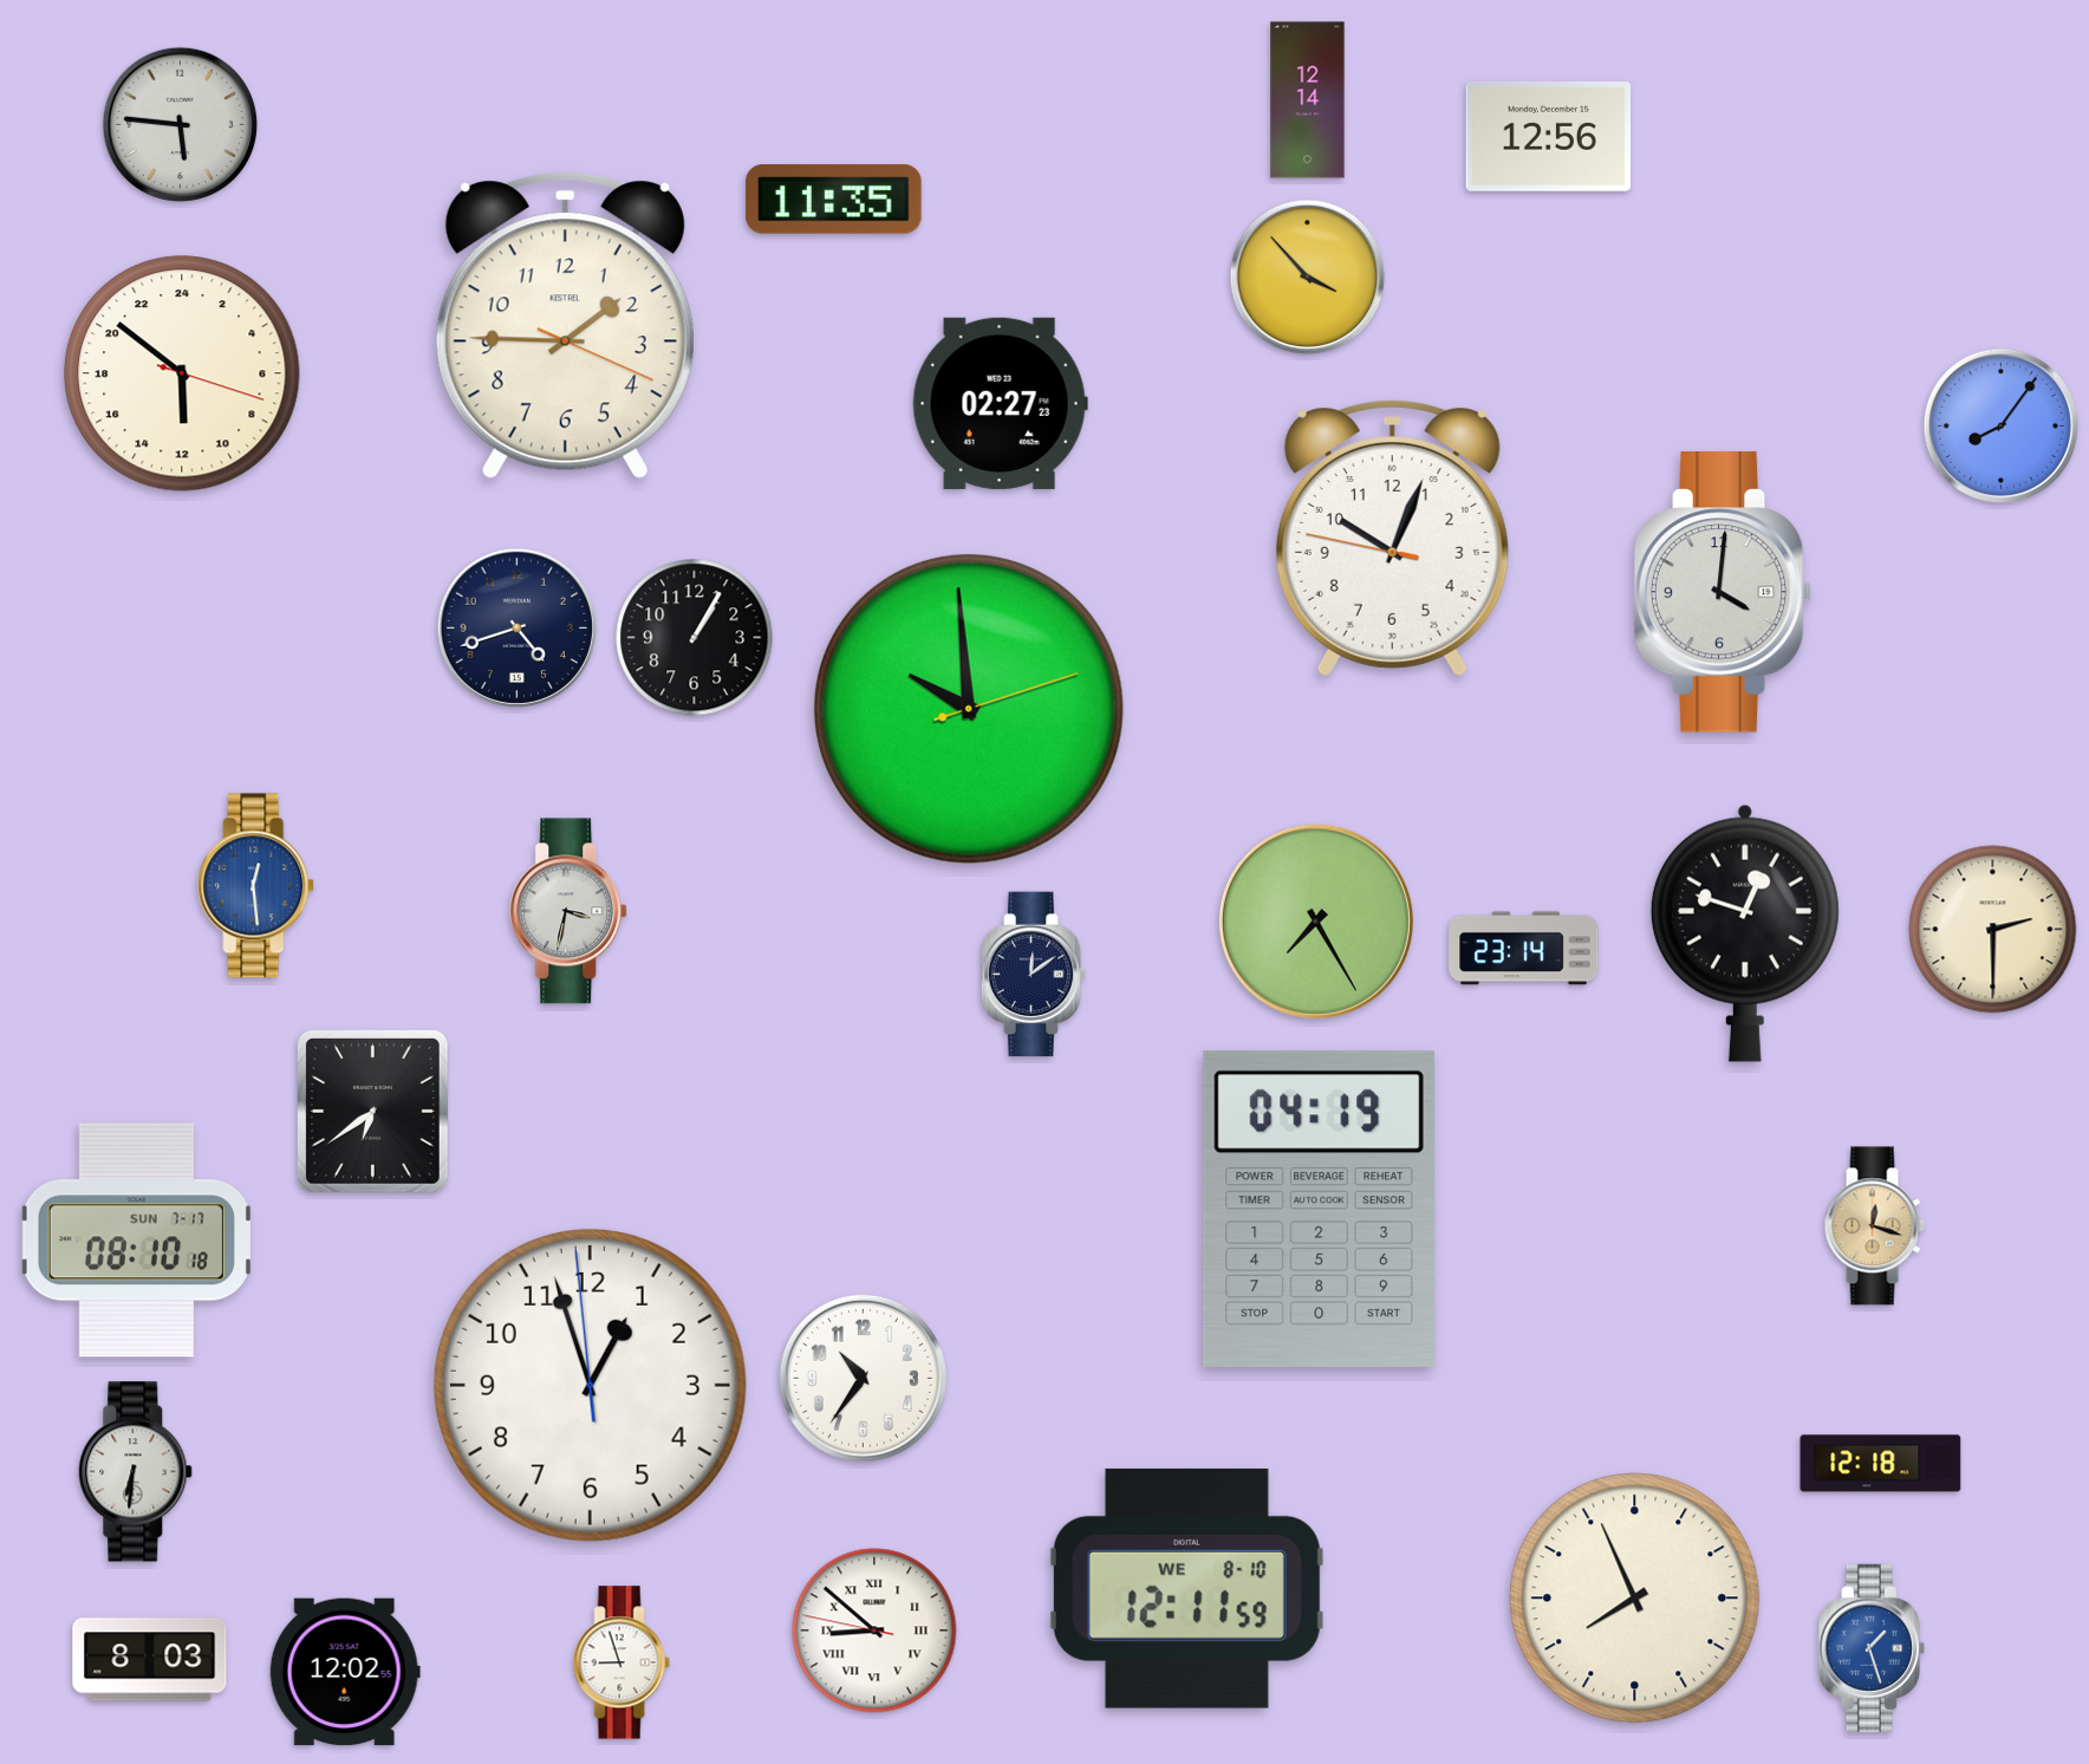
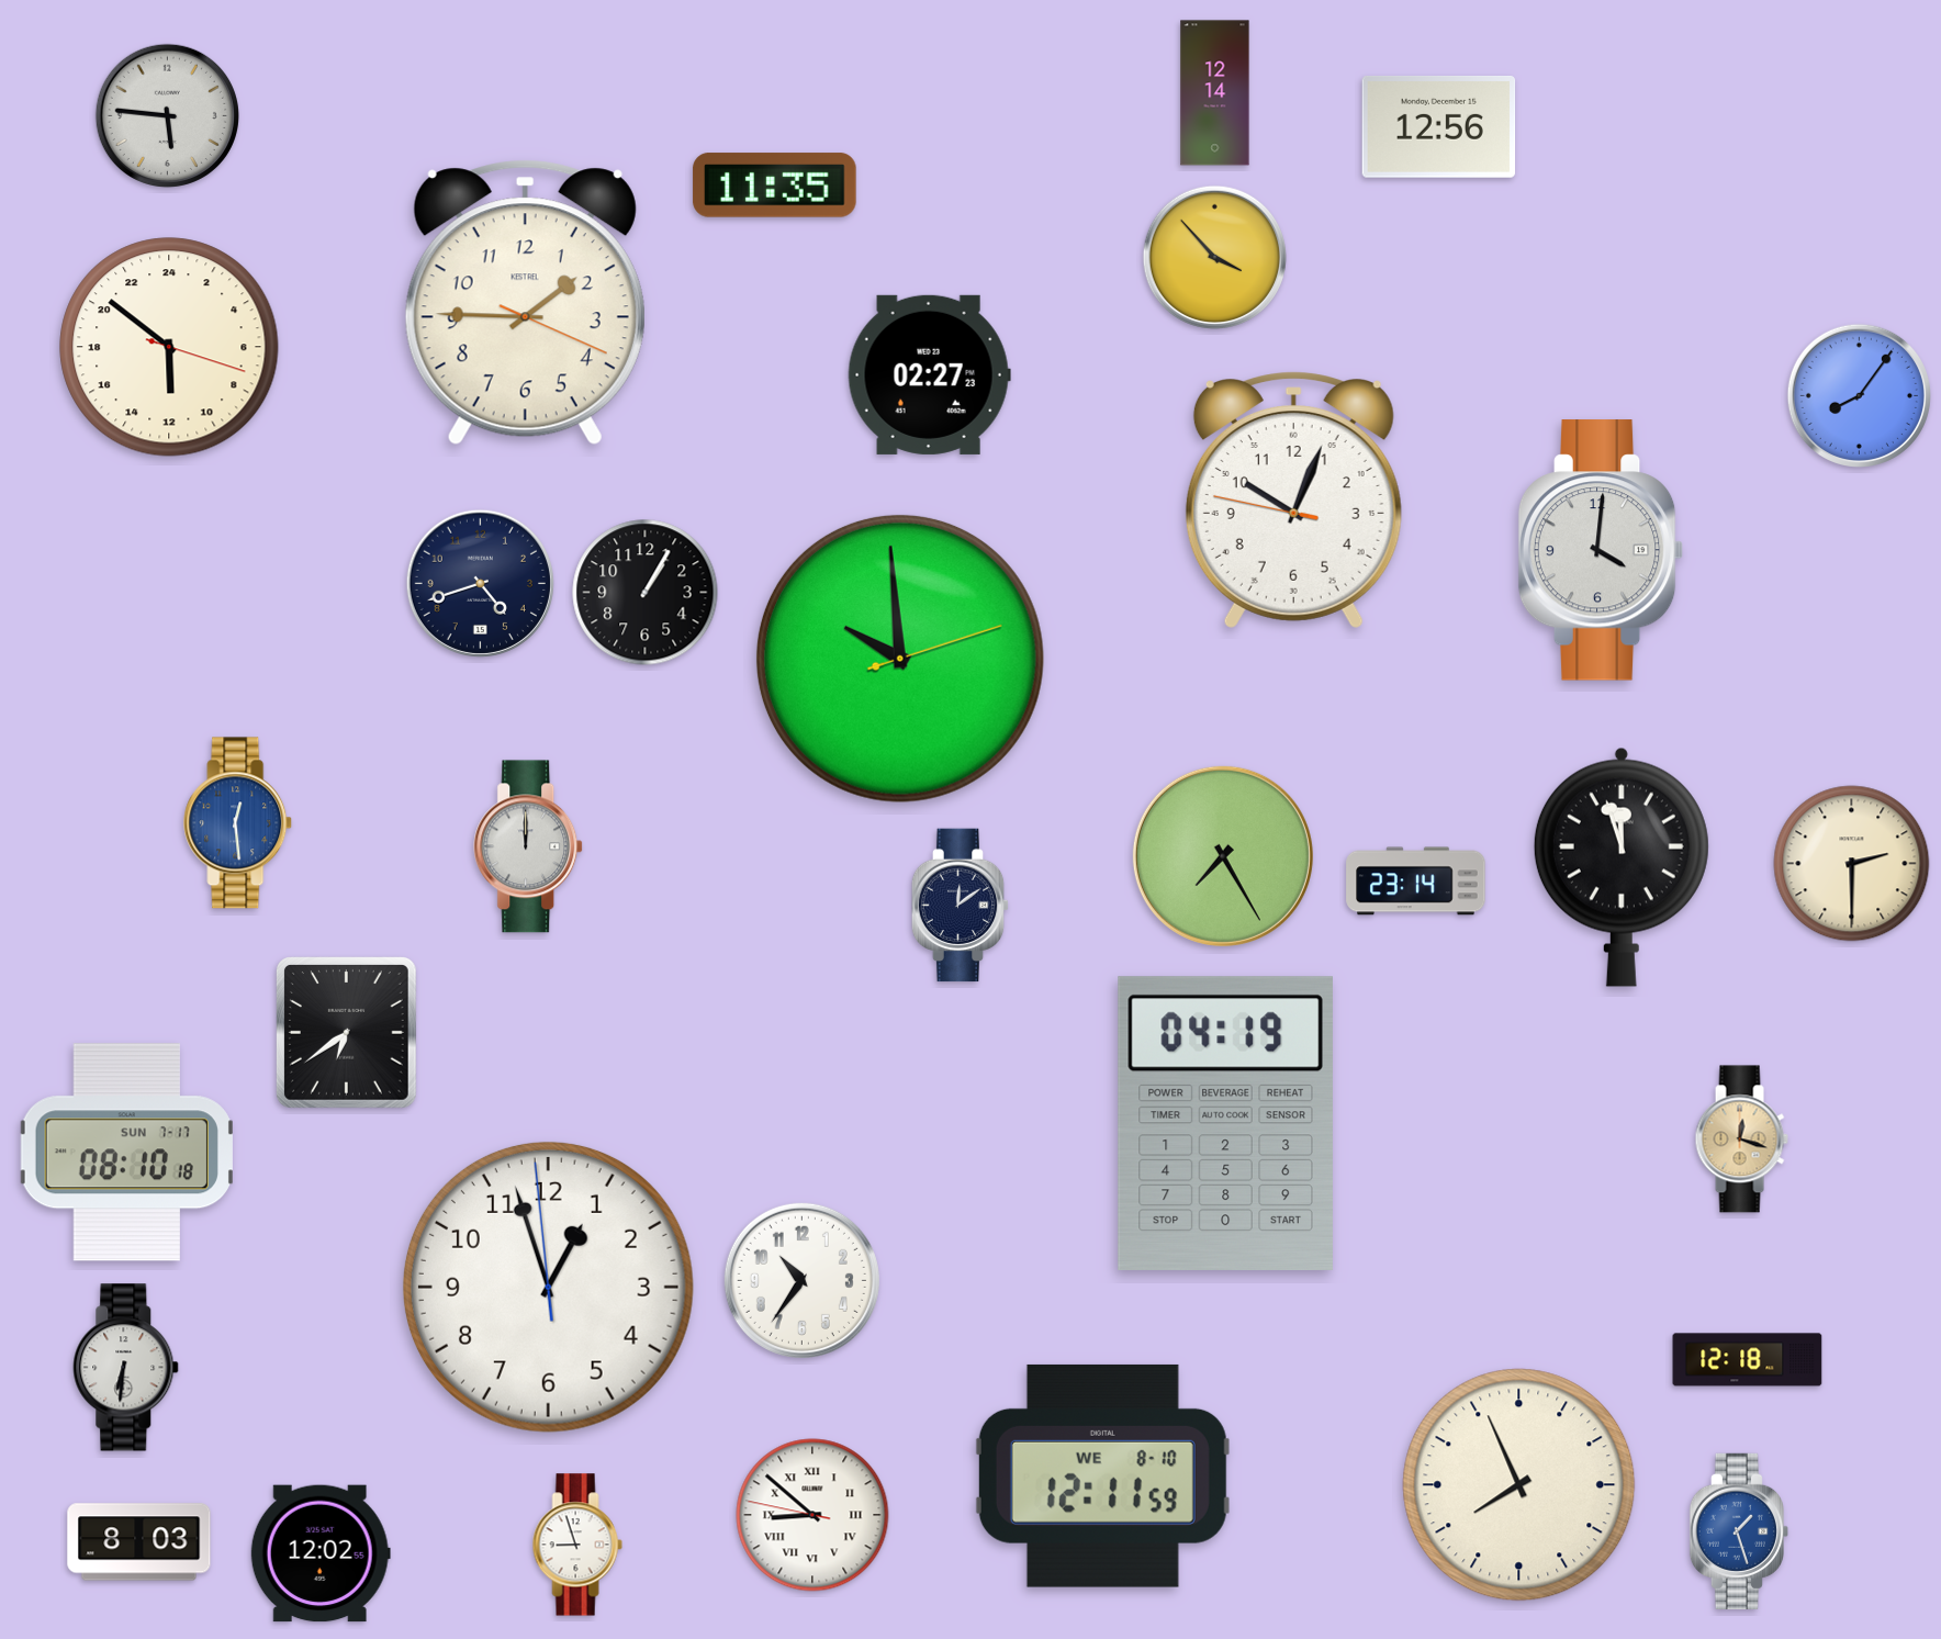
clock at (570, 911): 3:32 -> 12:00
clock at (1745, 933): 12:48 -> 11:57
